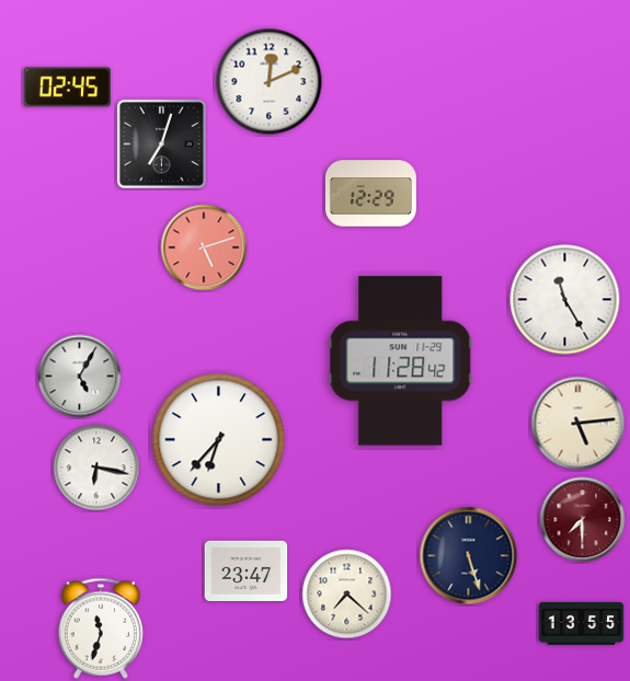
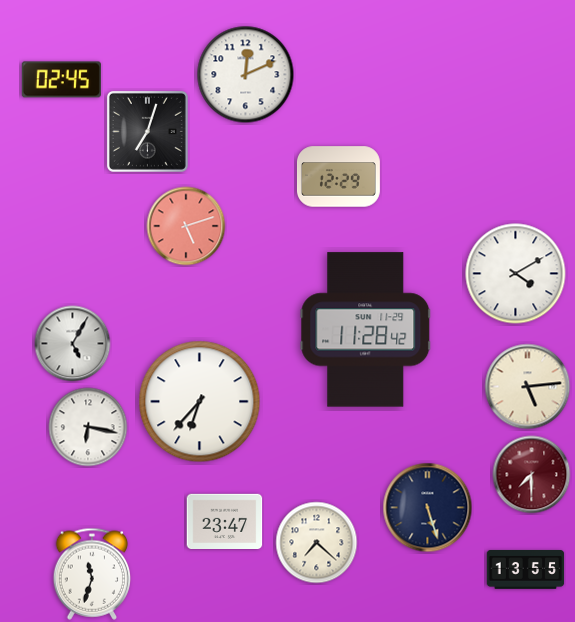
clock at (565, 300): 11:25 -> 4:10
clock at (582, 624) position: (582, 624) -> (526, 570)
